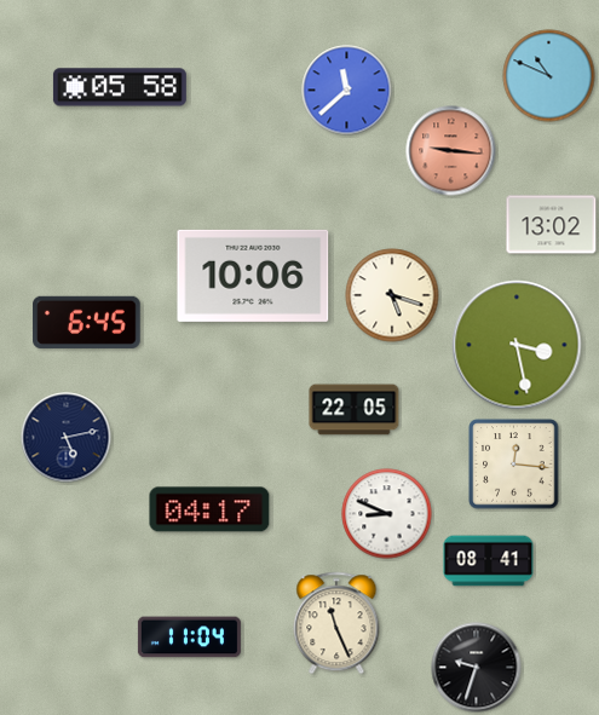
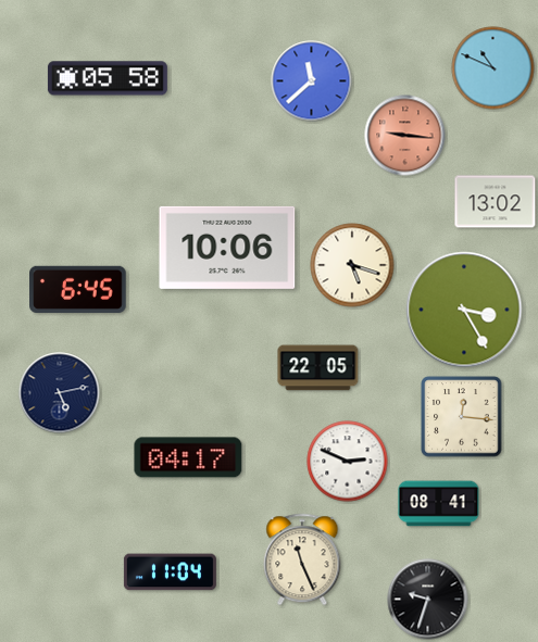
clock at (517, 345): 3:28 -> 3:25
clock at (387, 514): 8:49 -> 2:49
